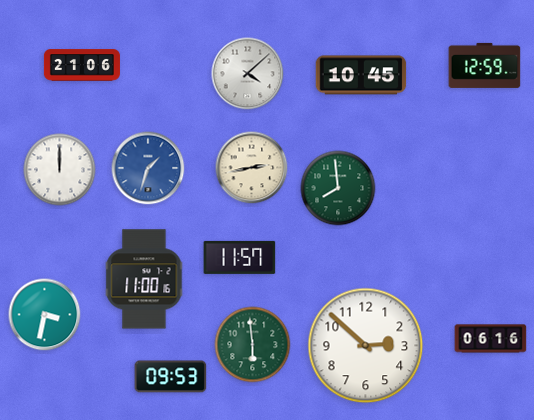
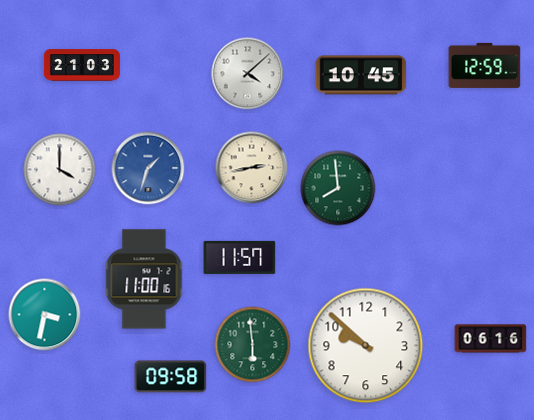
clock at (82, 65): 21:06 -> 21:03
clock at (60, 170): 12:00 -> 4:00
clock at (366, 346): 2:52 -> 9:52
clock at (171, 377): 09:53 -> 09:58
